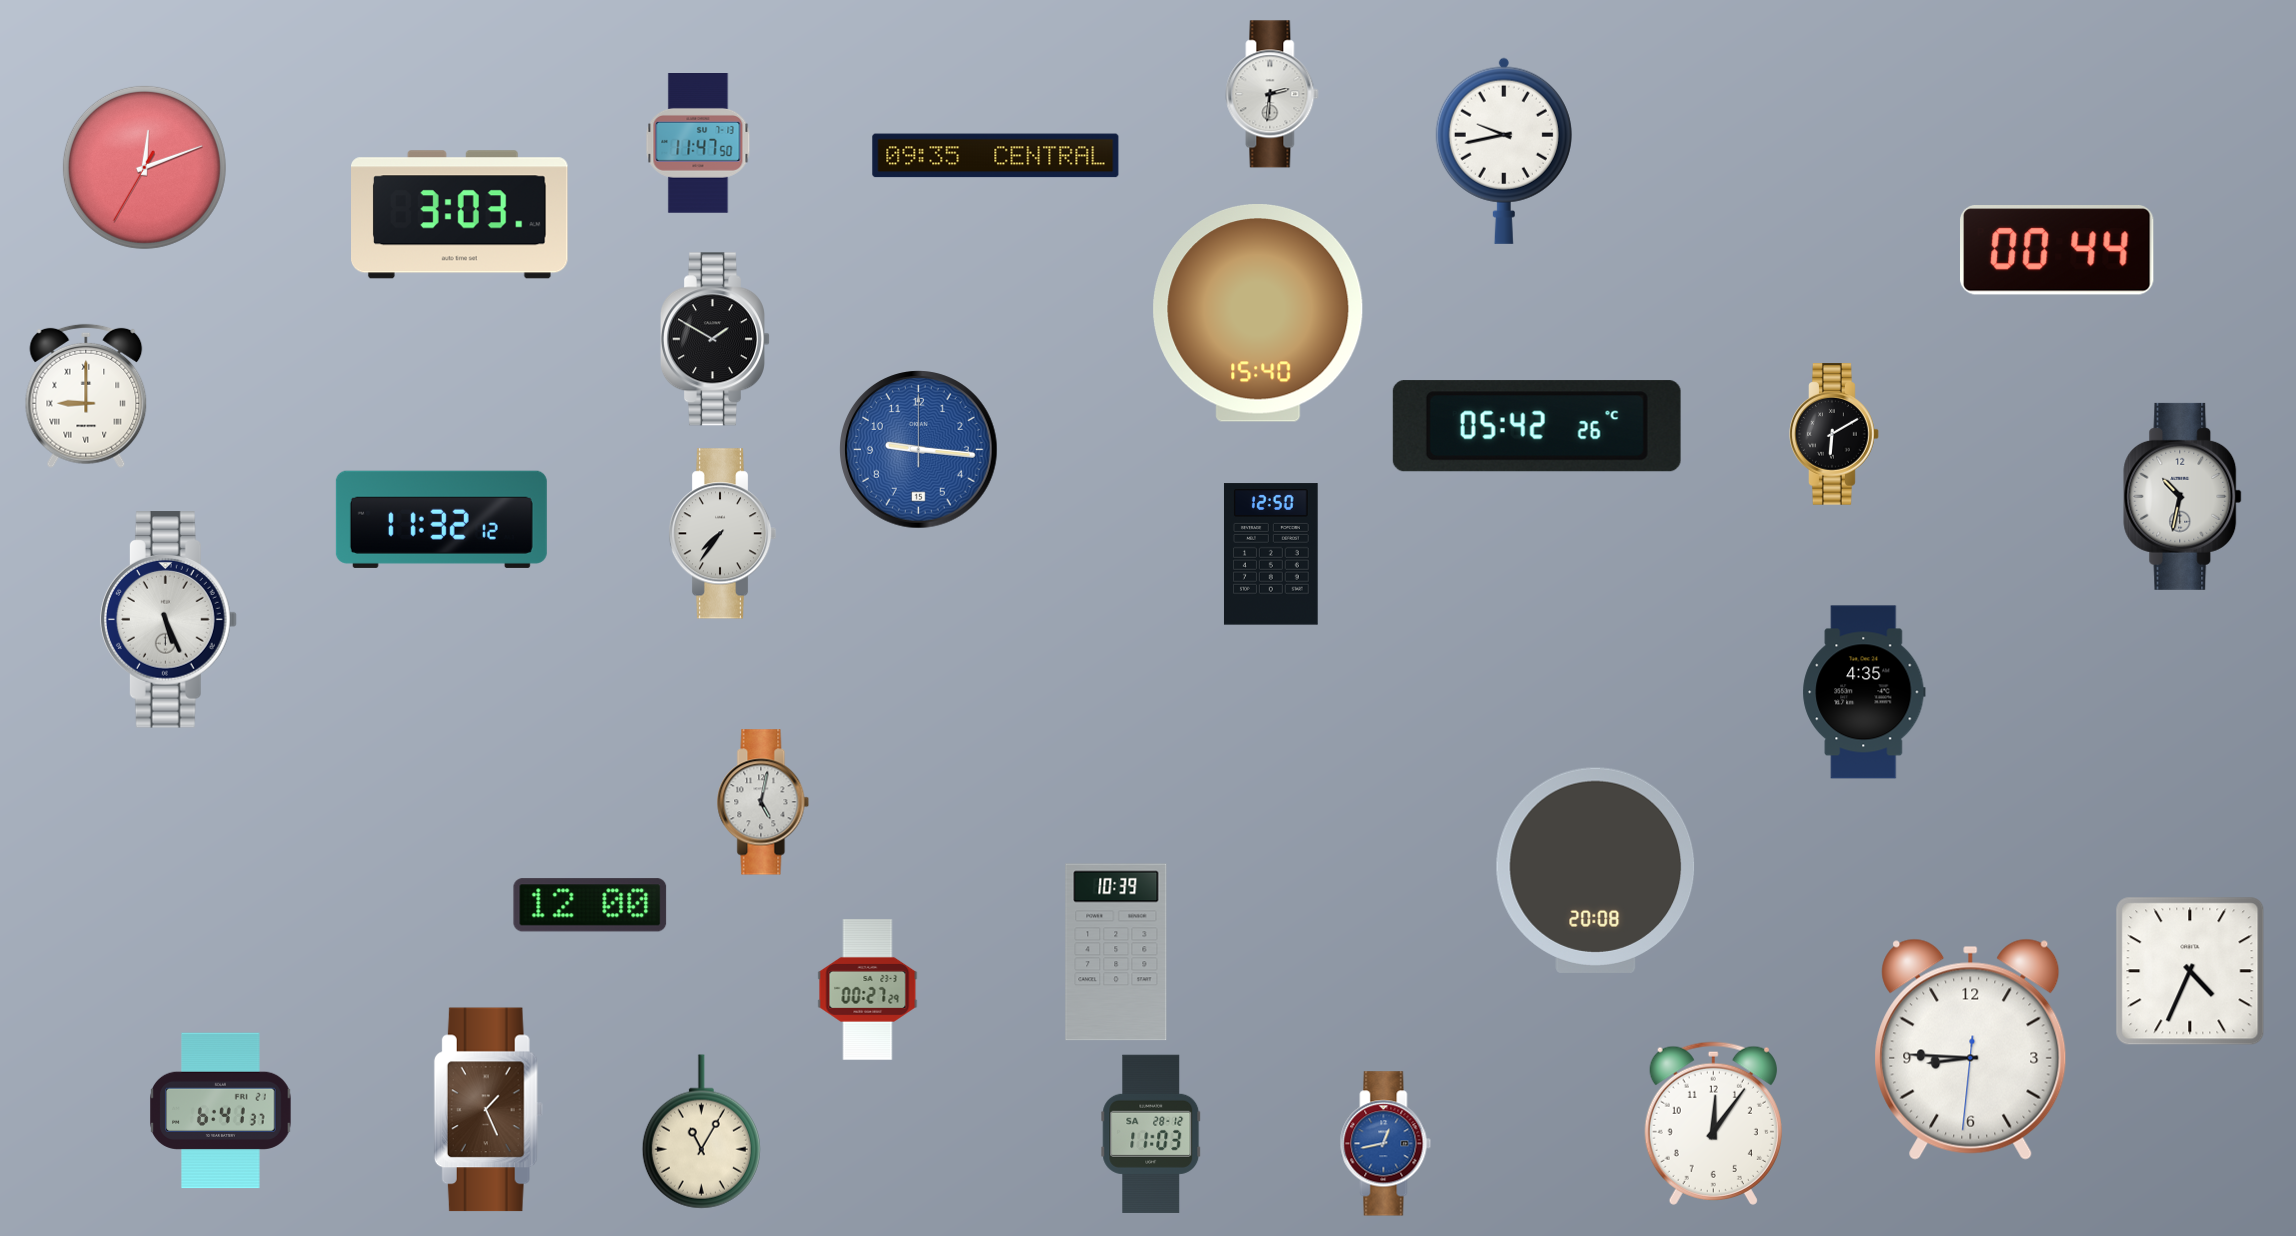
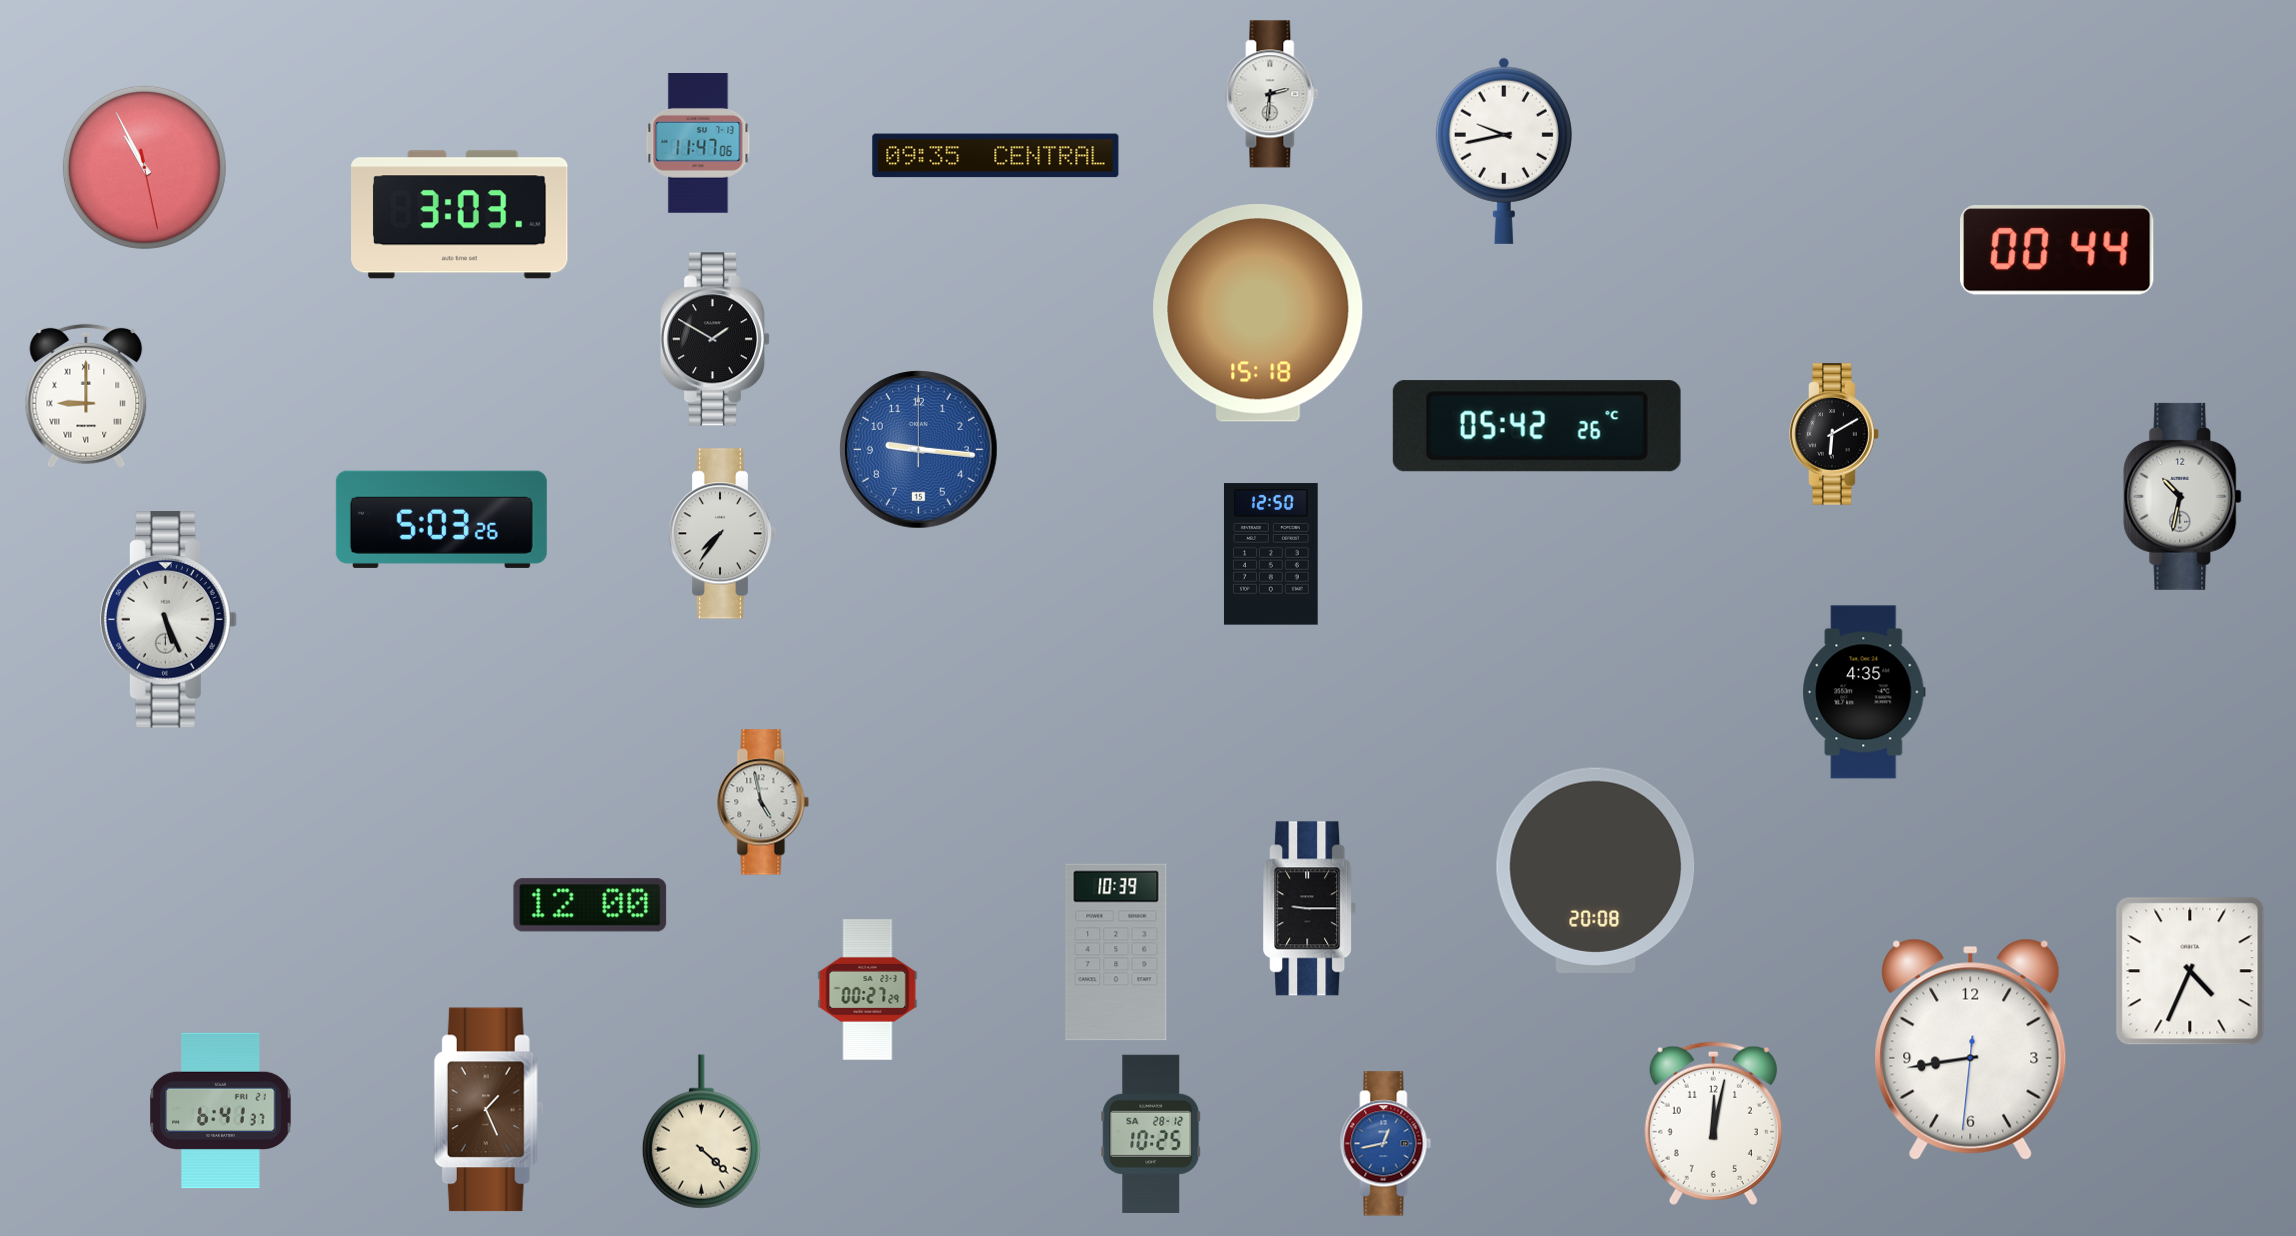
clock at (698, 143): 11:47:50 -> 11:47:06
clock at (144, 167): 12:11 -> 10:55
clock at (1258, 314): 15:40 -> 15:18
clock at (441, 519): 11:32 -> 5:03
clock at (763, 802): 5:02 -> 4:58
clock at (1310, 909): none -> 9:15
clock at (1971, 1049): 8:45 -> 8:43
clock at (1713, 1123): 12:06 -> 12:02
clock at (701, 1132): 11:05 -> 4:22
clock at (1151, 1134): 11:03 -> 10:25
